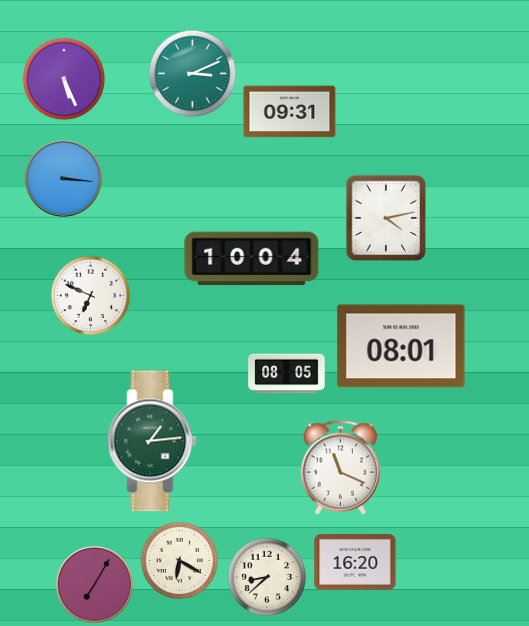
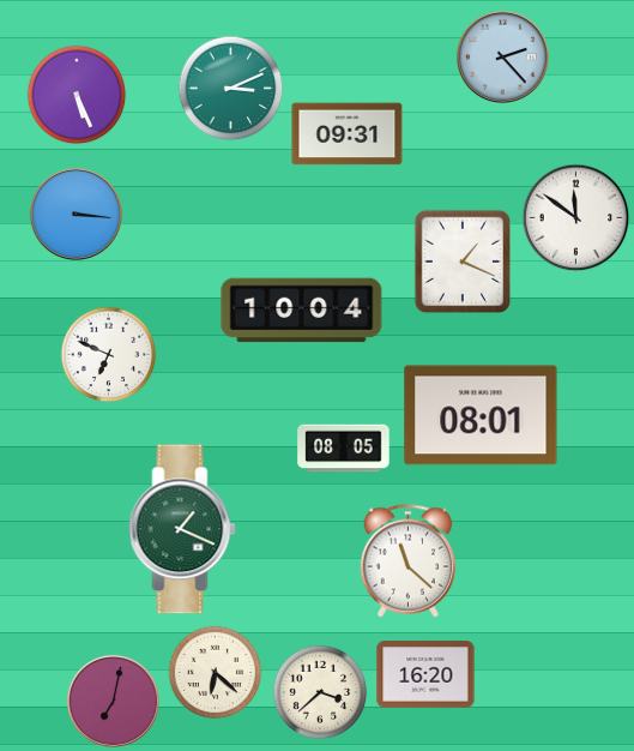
clock at (502, 56): none -> 2:23
clock at (575, 217): none -> 11:51
clock at (386, 218): 4:13 -> 1:19
clock at (152, 441): 1:14 -> 1:19
clock at (341, 468): 11:19 -> 11:22
clock at (179, 560): 6:20 -> 6:22
clock at (267, 577): 8:38 -> 3:38
clock at (94, 584): 7:05 -> 7:02
